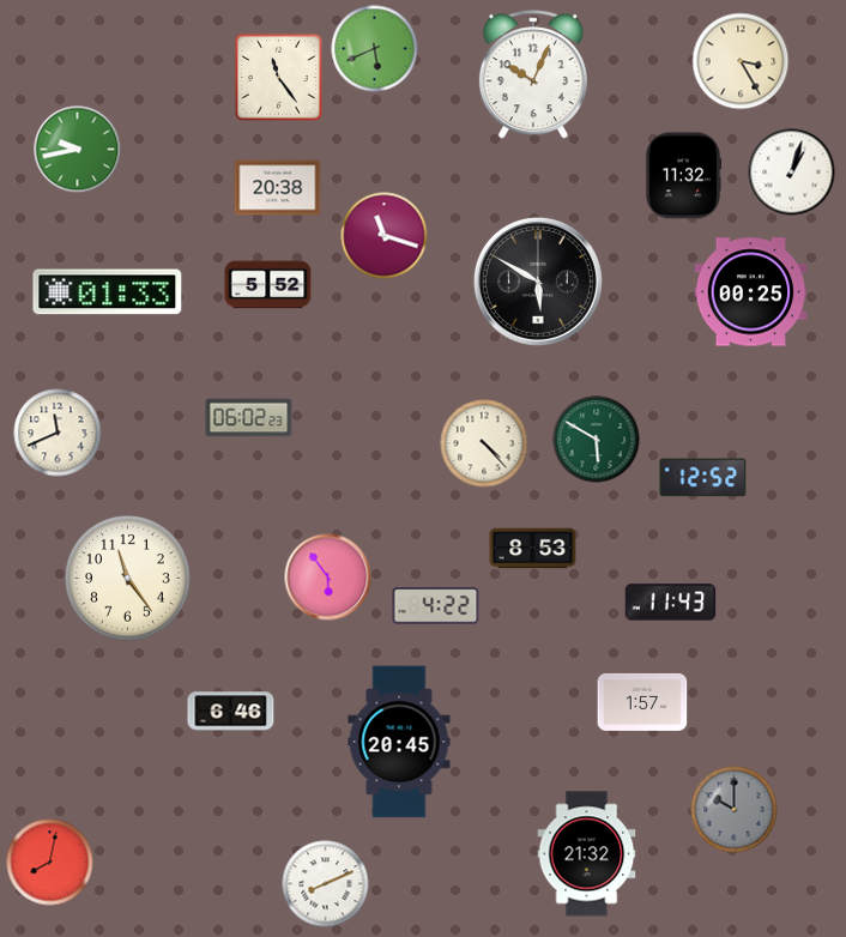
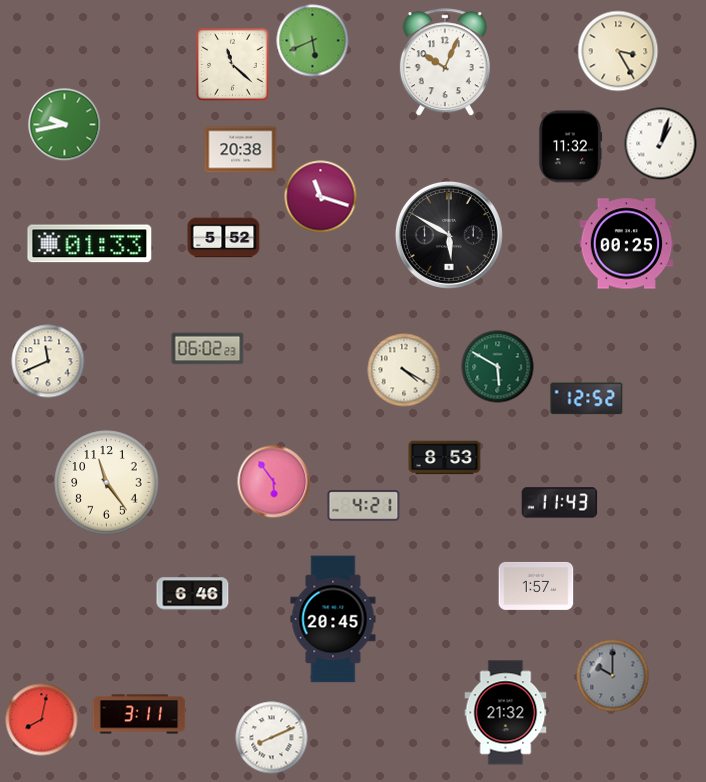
clock at (279, 78): 11:24 -> 11:22
clock at (278, 188) position: (278, 188) -> (241, 150)
clock at (484, 443): 4:23 -> 4:20
clock at (436, 606): 4:22 -> 4:21
clock at (587, 854) position: (587, 854) -> (506, 713)
clock at (139, 714): none -> 3:11
